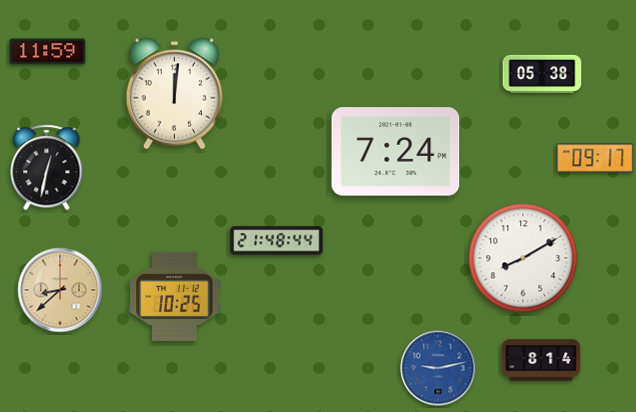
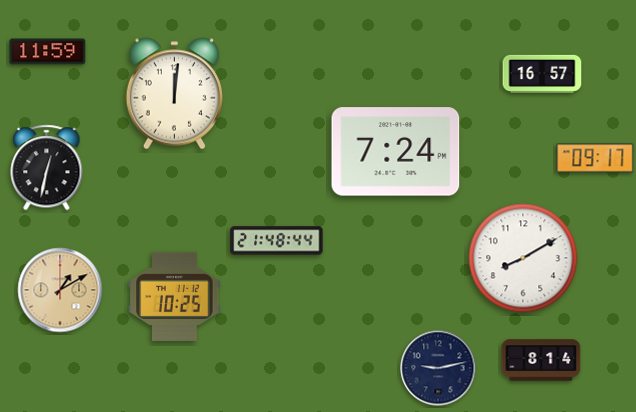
clock at (542, 74): 05:38 -> 16:57
clock at (60, 290): 8:38 -> 1:10
clock at (438, 368) dial: blue -> navy
